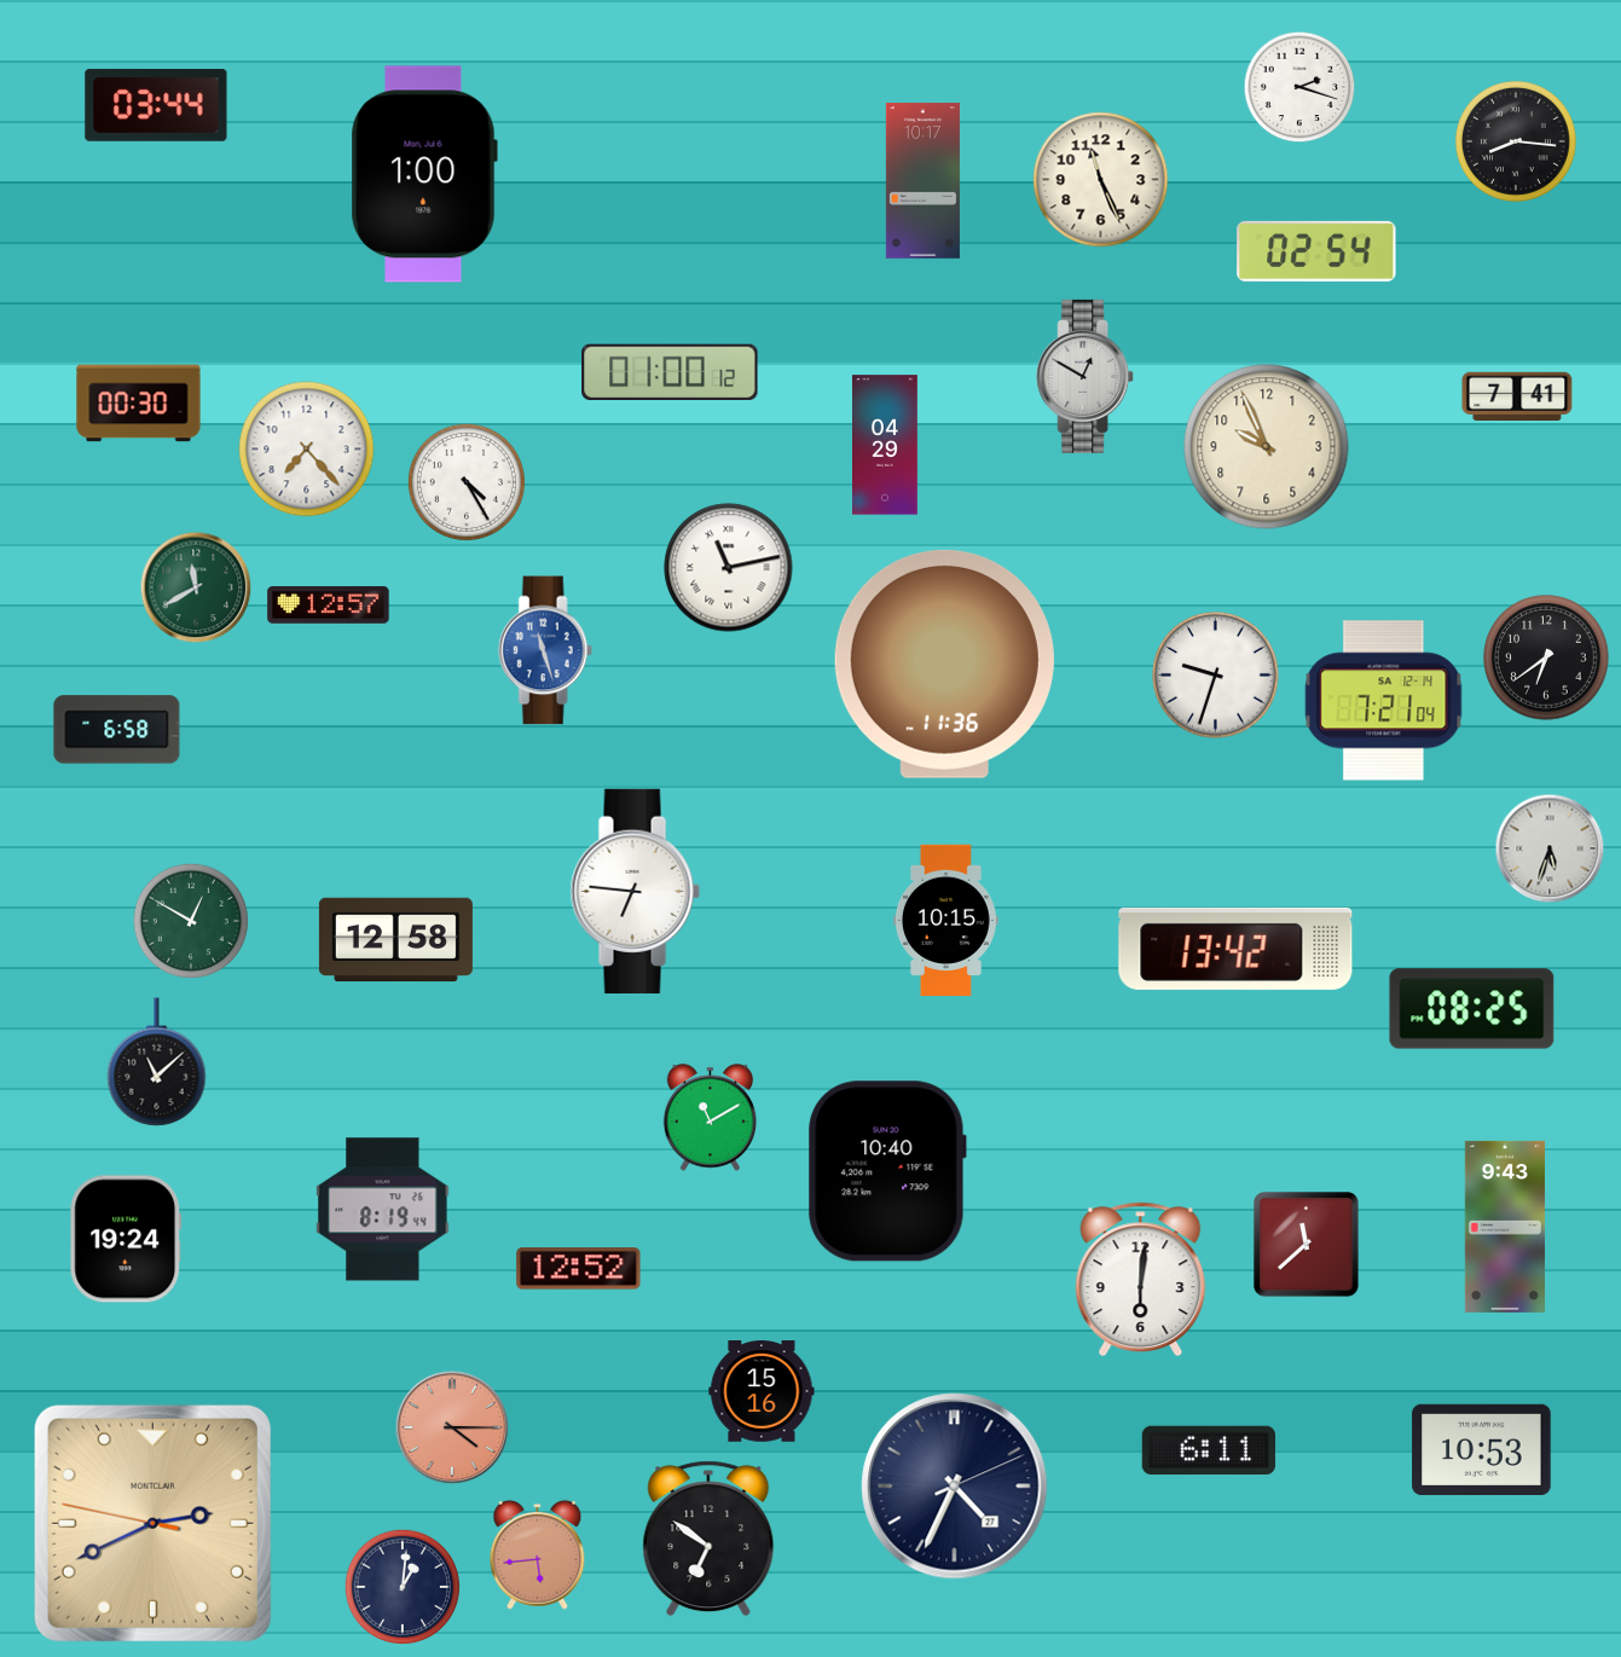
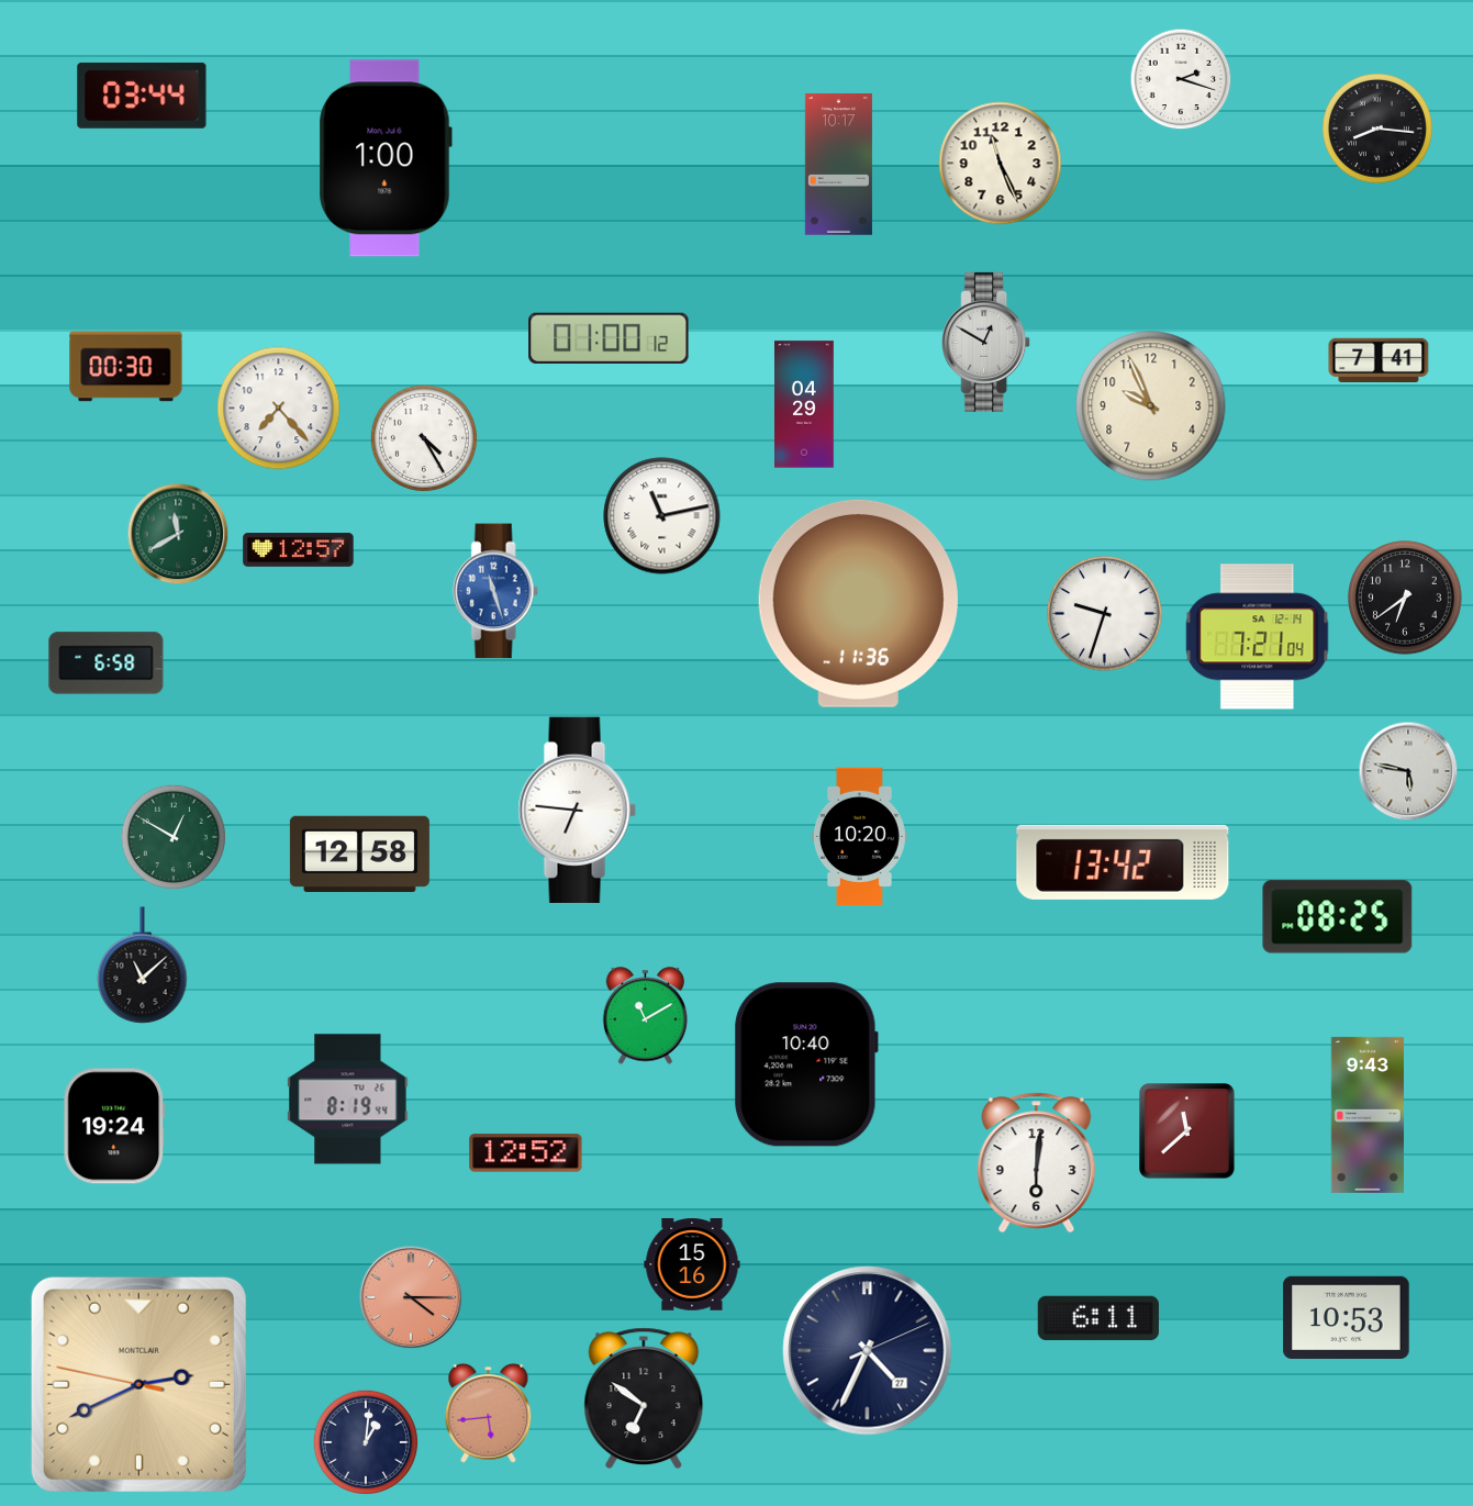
clock at (1316, 251): 02:54 -> none
clock at (1550, 848): 5:33 -> 5:47
clock at (945, 920): 10:15 -> 10:20
